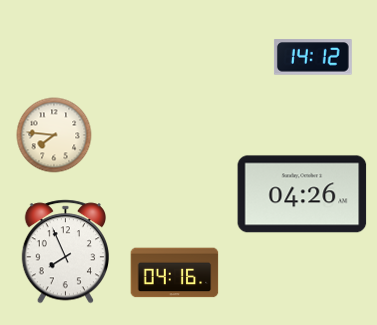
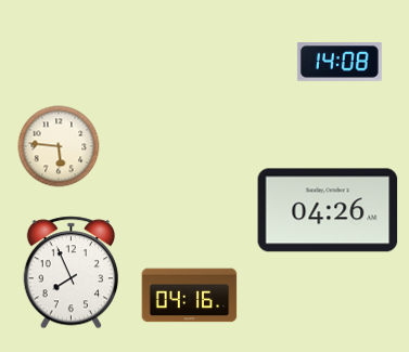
clock at (313, 57): 14:12 -> 14:08
clock at (54, 135): 7:46 -> 5:46
